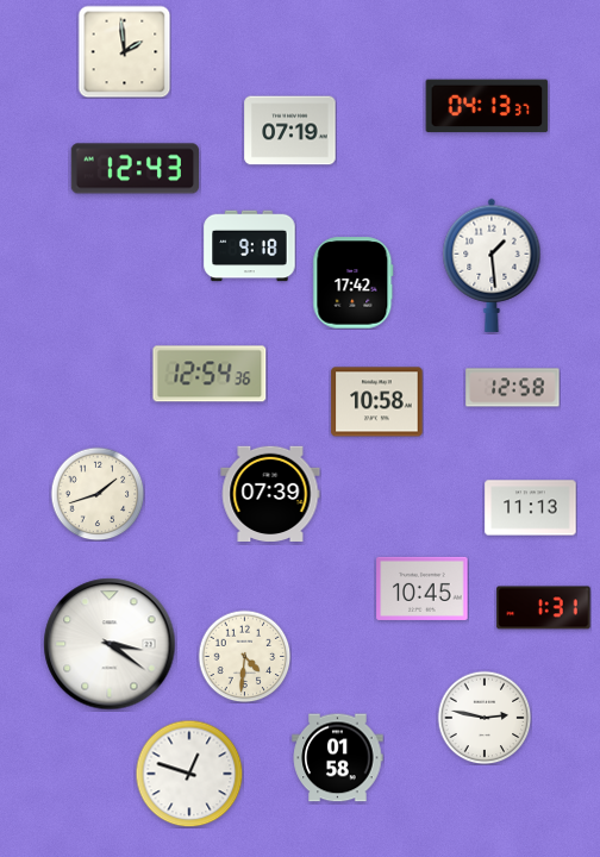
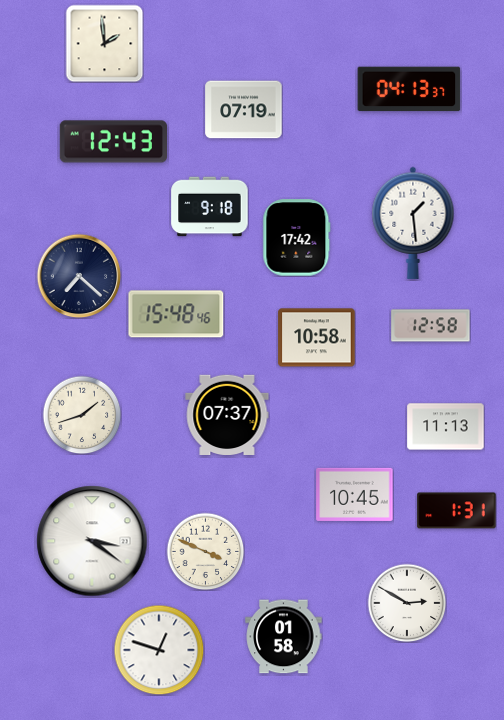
clock at (79, 276): none -> 7:22
clock at (210, 374): 12:54 -> 15:48
clock at (270, 494): 07:39 -> 07:37
clock at (244, 656): 4:31 -> 3:49
clock at (485, 718): 2:47 -> 2:50
